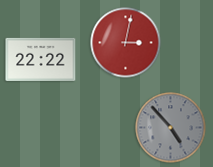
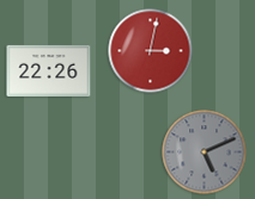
clock at (41, 59): 22:22 -> 22:26
clock at (171, 128): 4:53 -> 5:11
